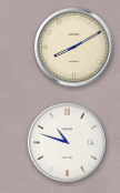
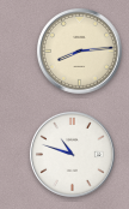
clock at (73, 47): 8:10 -> 8:14
